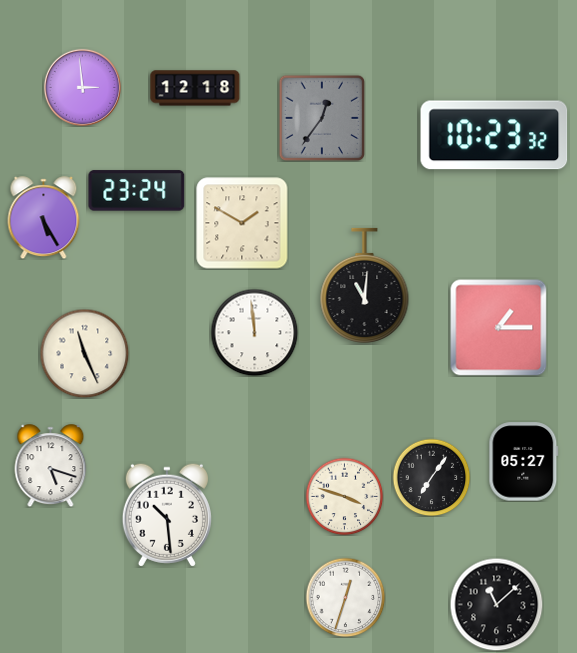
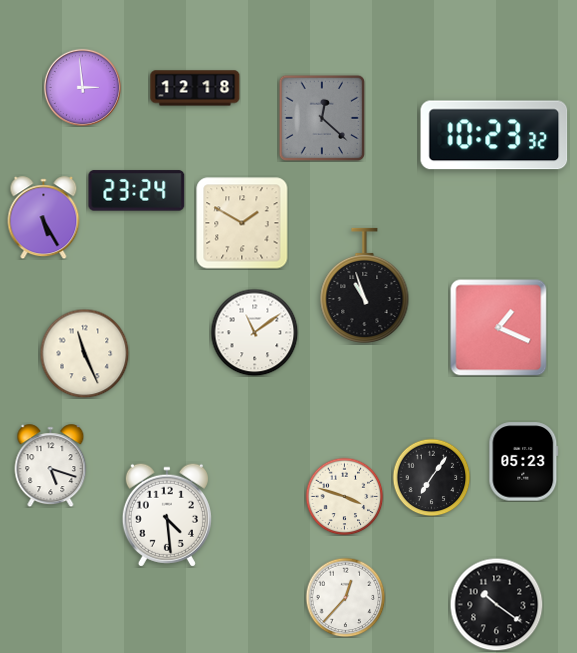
clock at (321, 117): 12:36 -> 12:22
clock at (365, 285): 11:01 -> 10:57
clock at (499, 328): 1:15 -> 1:19
clock at (254, 332): 11:59 -> 11:09
clock at (524, 462): 05:27 -> 05:23
clock at (167, 515): 10:29 -> 4:29
clock at (345, 597): 12:33 -> 12:37
clock at (496, 604): 11:08 -> 10:21
